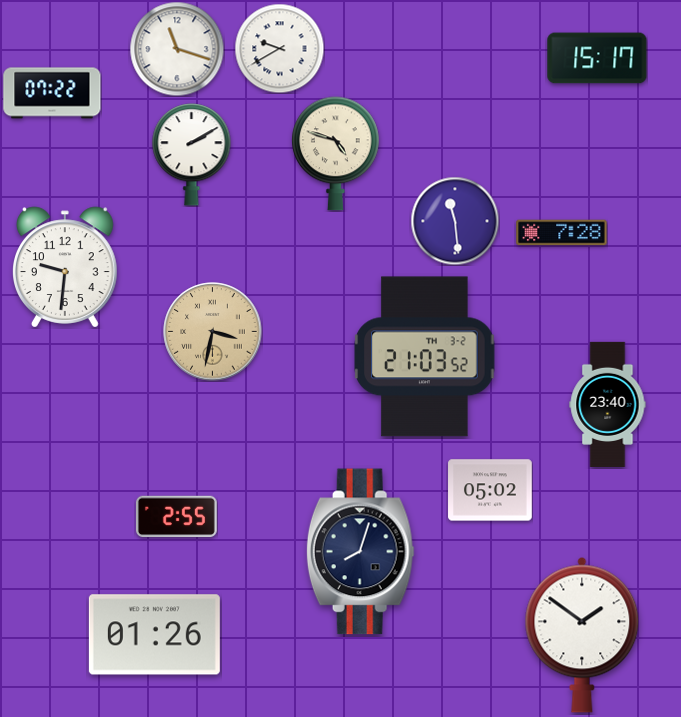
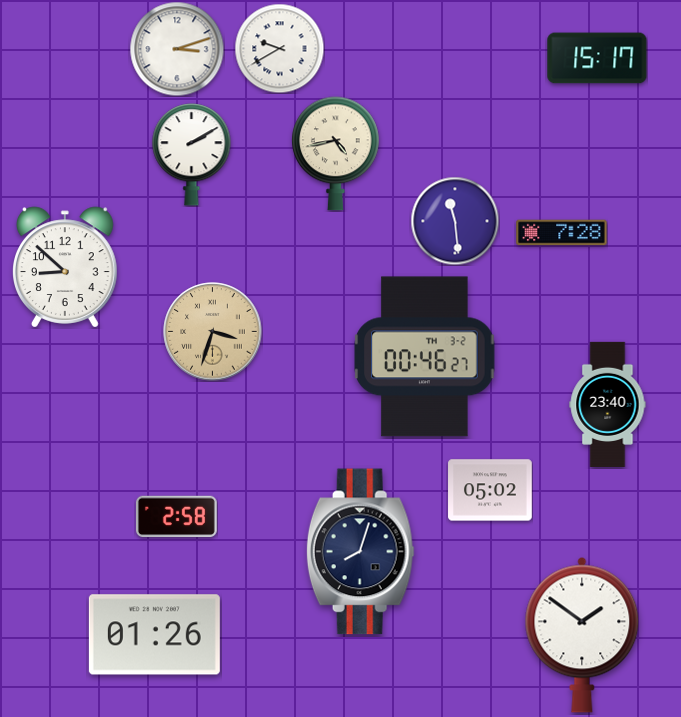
clock at (177, 49): 11:18 -> 3:12
clock at (52, 93): 07:22 -> none
clock at (336, 154): 4:48 -> 4:43
clock at (66, 267): 9:31 -> 8:52
clock at (213, 332): 3:32 -> 3:33
clock at (425, 357): 21:03 -> 00:46
clock at (176, 517): 2:55 -> 2:58
